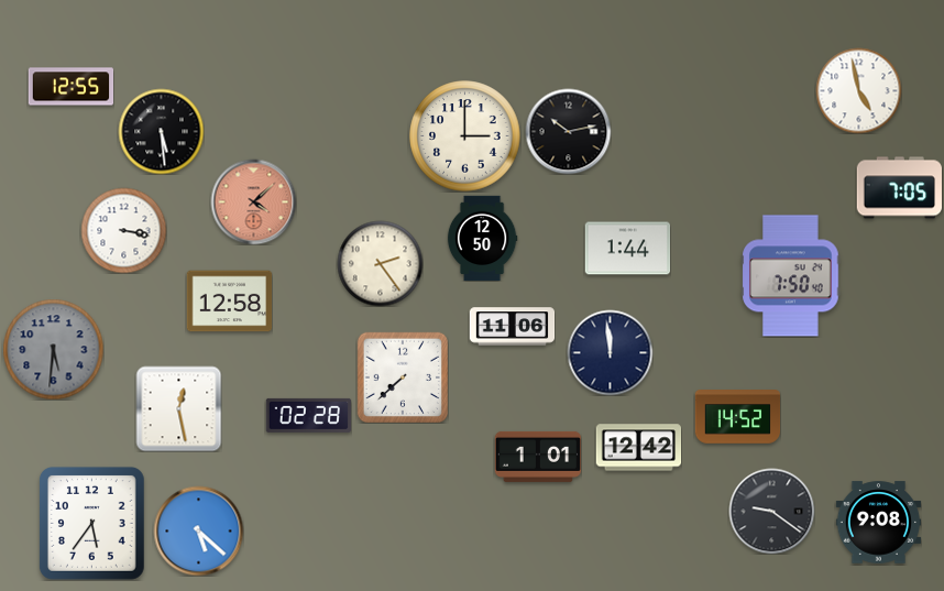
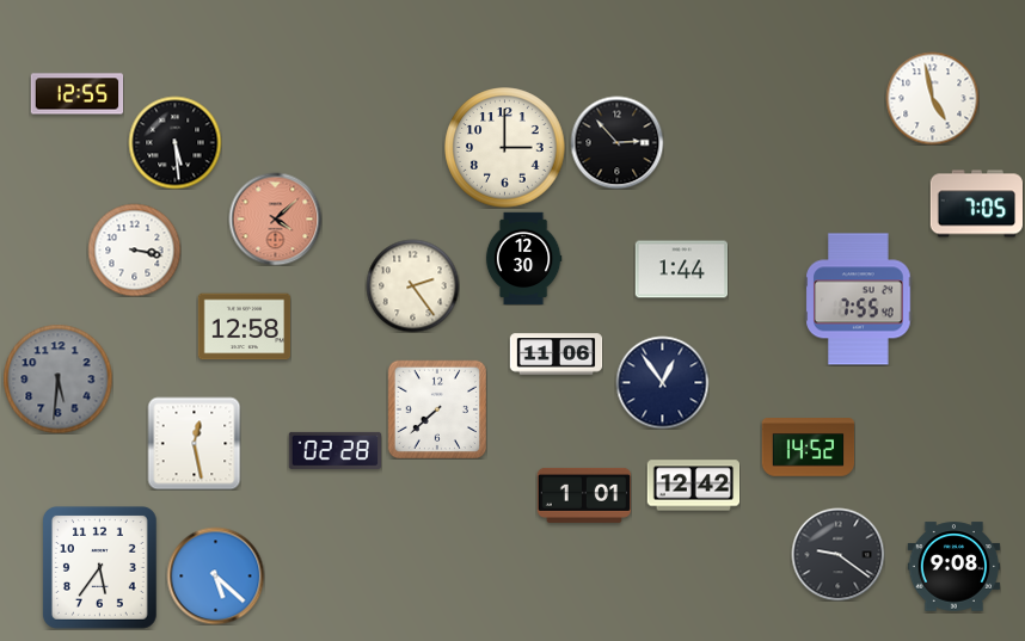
clock at (568, 131): 10:13 -> 2:53
clock at (482, 238): 12:50 -> 12:30
clock at (791, 276): 7:50 -> 7:55
clock at (229, 302) position: (229, 302) -> (244, 327)
clock at (610, 352): 11:59 -> 12:54
clock at (737, 417) position: (737, 417) -> (808, 448)
